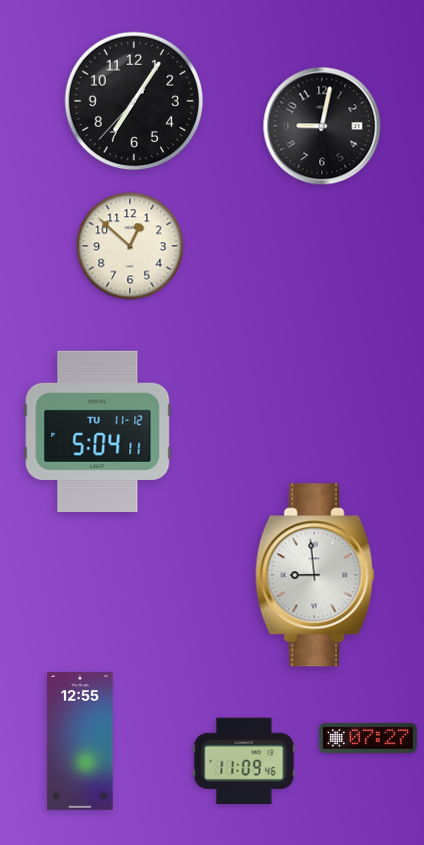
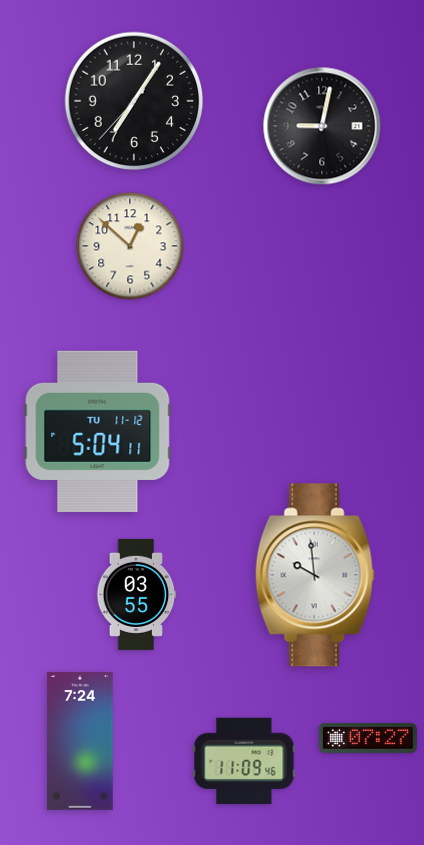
clock at (315, 575): 8:59 -> 9:59
clock at (137, 594): none -> 03:55
clock at (80, 741): 12:55 -> 7:24
